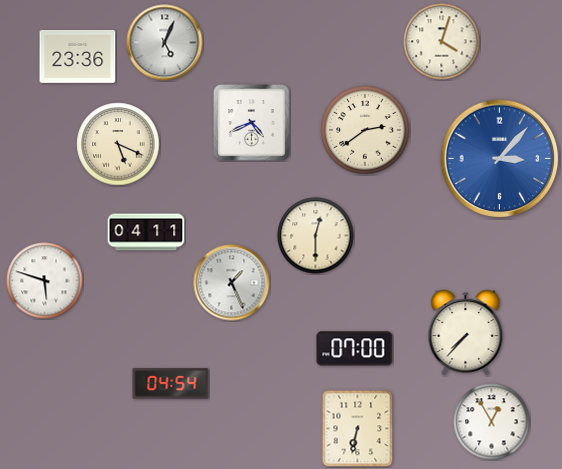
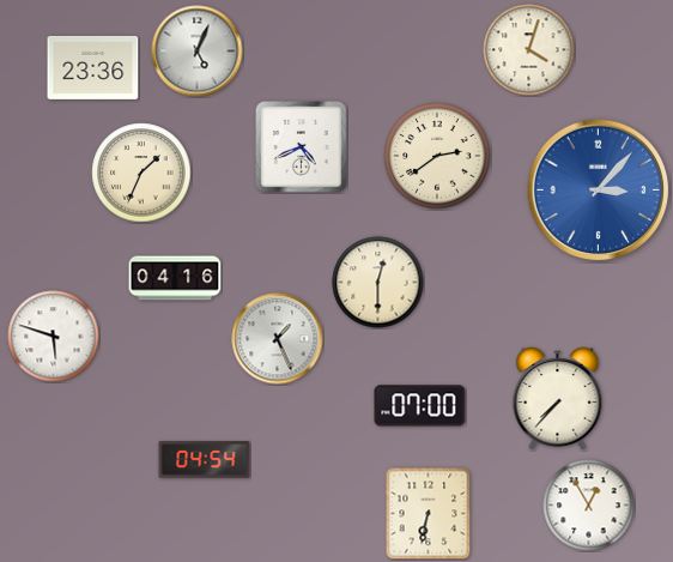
clock at (118, 144): 5:19 -> 1:34
clock at (146, 232): 04:11 -> 04:16
clock at (355, 349) position: (355, 349) -> (420, 406)
